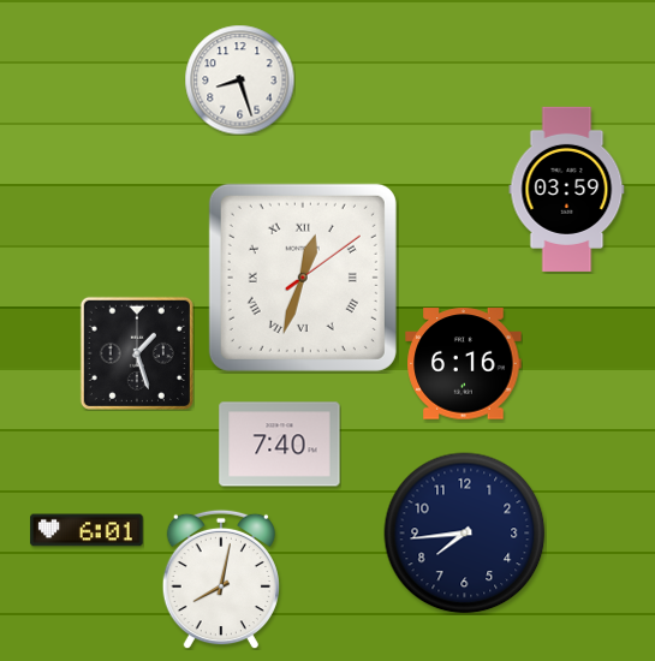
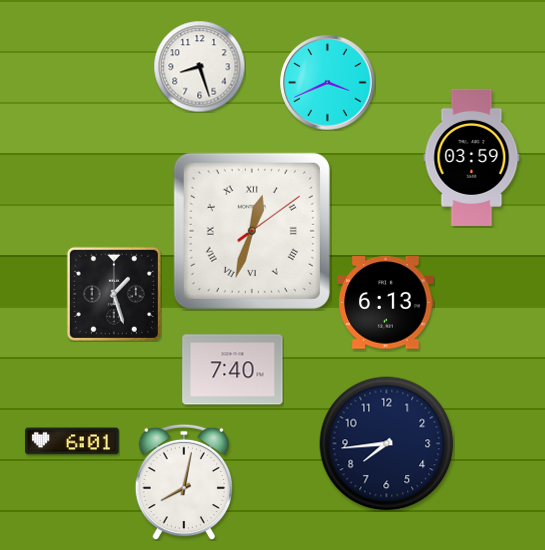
clock at (328, 83): none -> 3:41
clock at (464, 364): 6:16 -> 6:13
